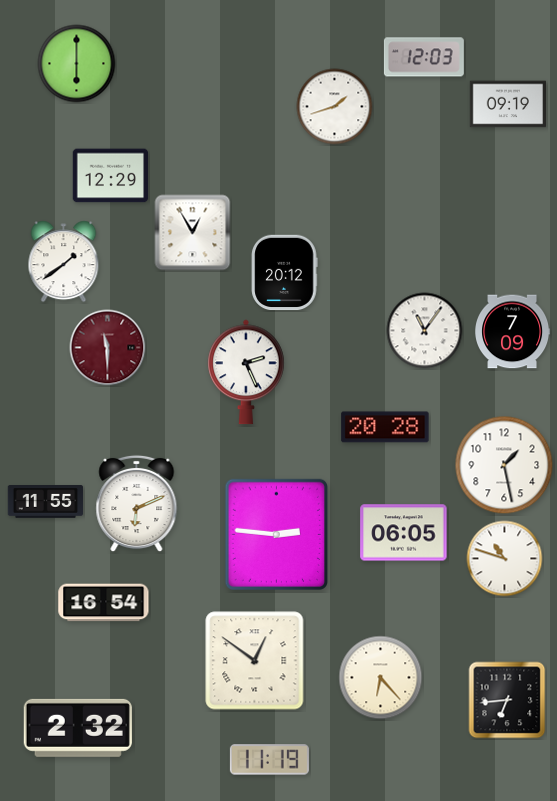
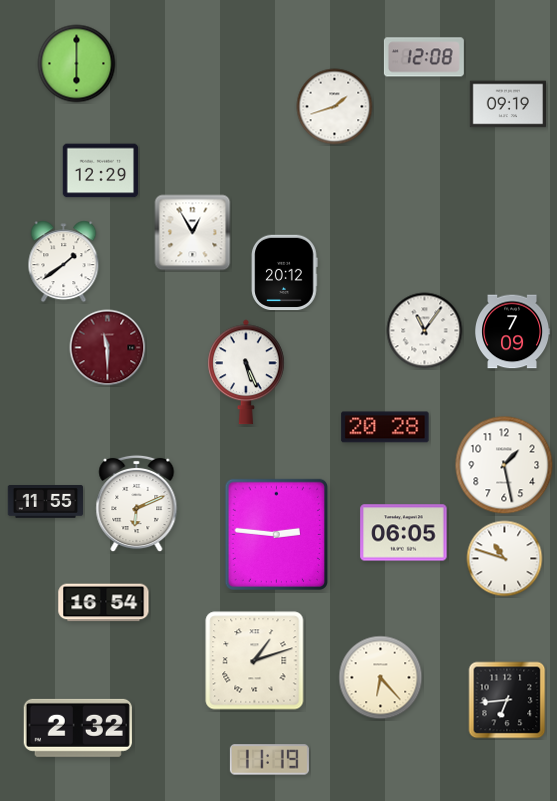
clock at (424, 57): 12:03 -> 12:08
clock at (111, 176) position: (111, 176) -> (101, 171)
clock at (246, 372): 2:26 -> 5:26
clock at (255, 661): 12:51 -> 1:12
